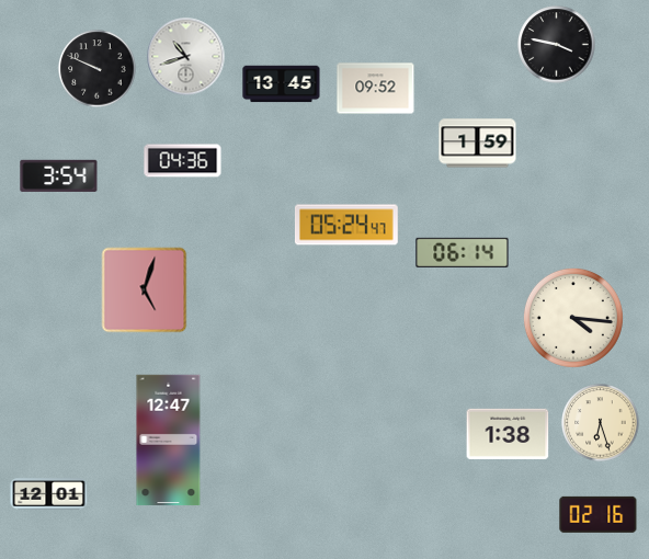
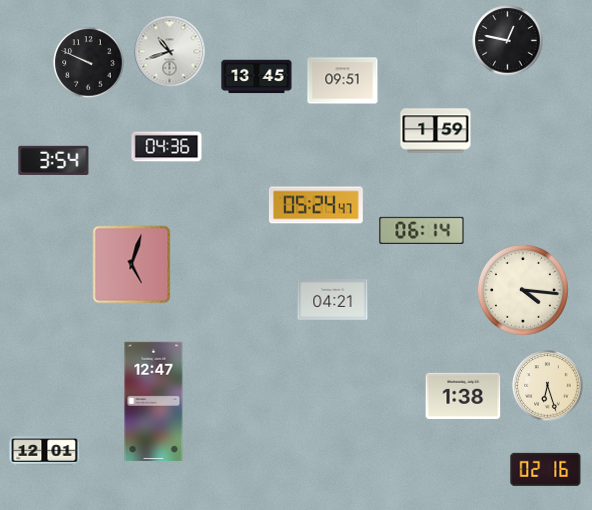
clock at (557, 45): 3:47 -> 12:47
clock at (376, 89): 09:52 -> 09:51
clock at (333, 300): none -> 04:21
